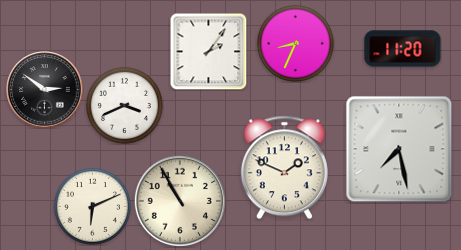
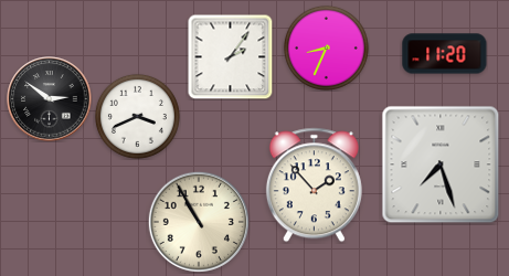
clock at (399, 149): 7:28 -> 7:27
clock at (284, 168): 1:49 -> 1:53
clock at (92, 206): 6:11 -> none
